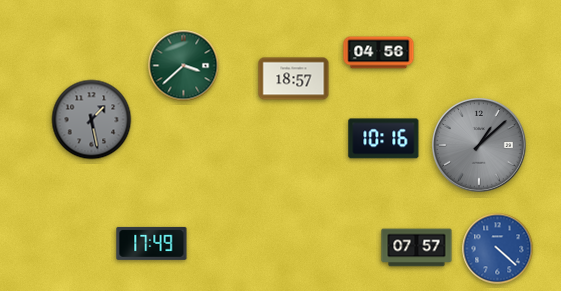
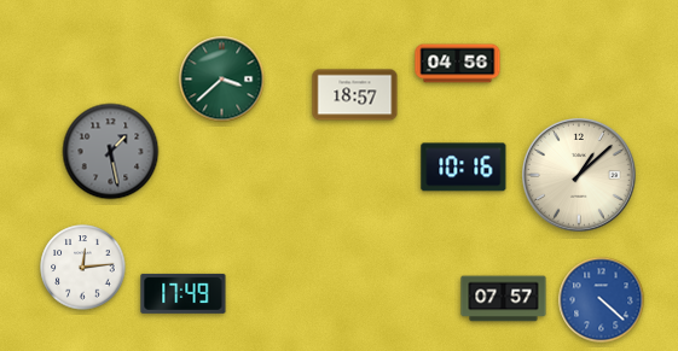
clock at (92, 120) position: (92, 120) -> (111, 152)
clock at (480, 146) dial: grey -> cream
clock at (83, 268): none -> 12:14
